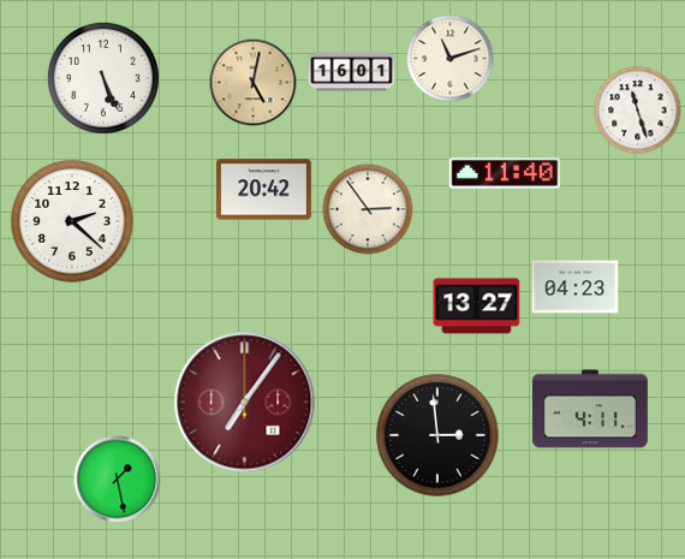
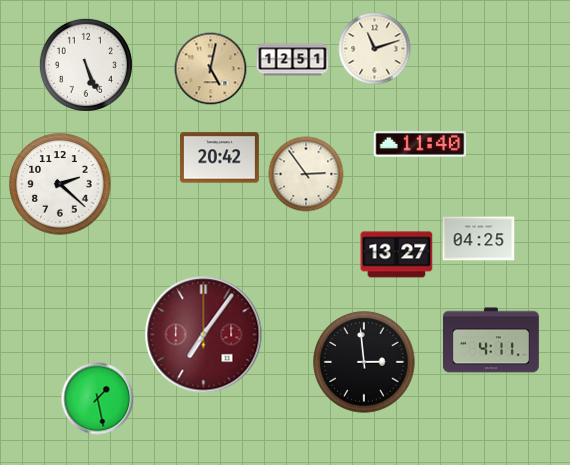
clock at (352, 72): 16:01 -> 12:51
clock at (638, 111): 11:27 -> none
clock at (576, 287): 04:23 -> 04:25
